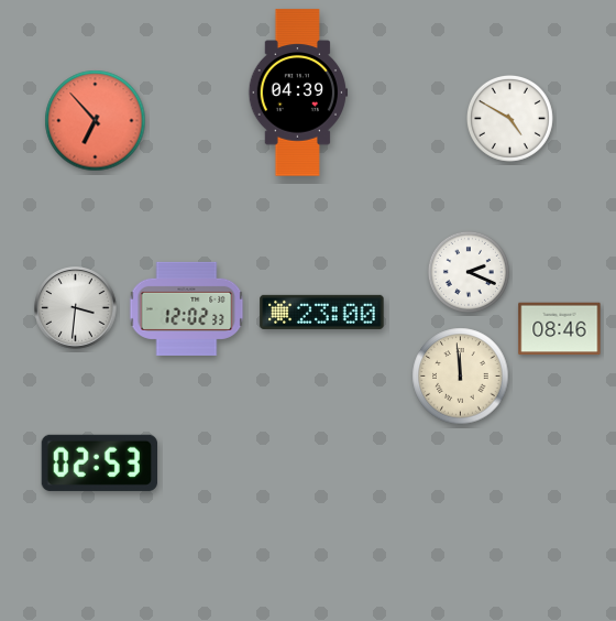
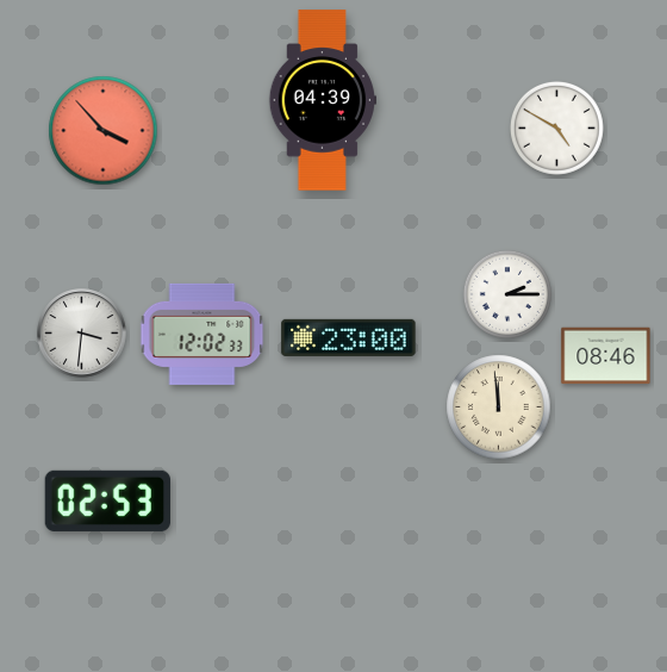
clock at (509, 118) position: (509, 118) -> (556, 127)
clock at (96, 121): 6:53 -> 3:53
clock at (469, 272): 2:19 -> 2:15
